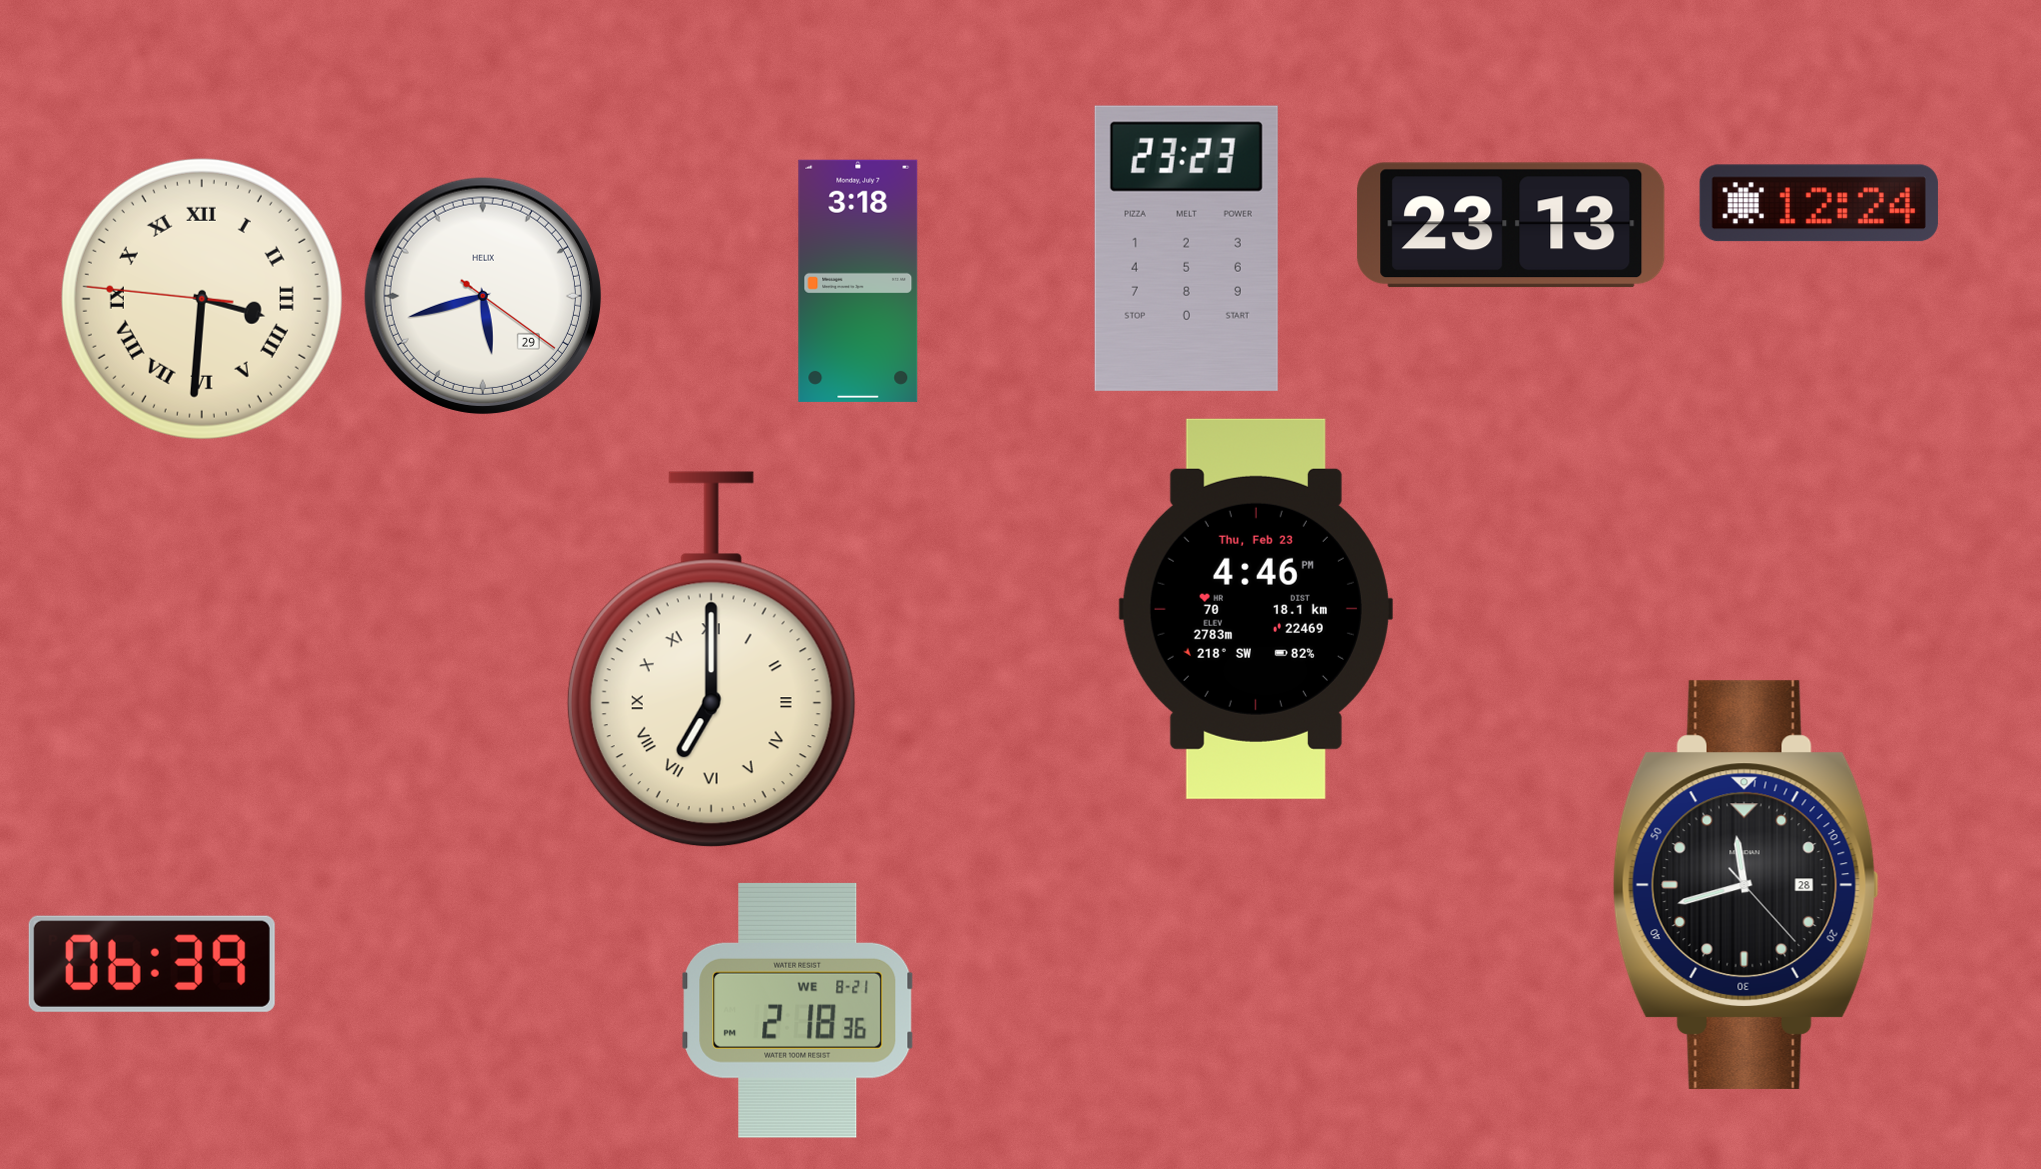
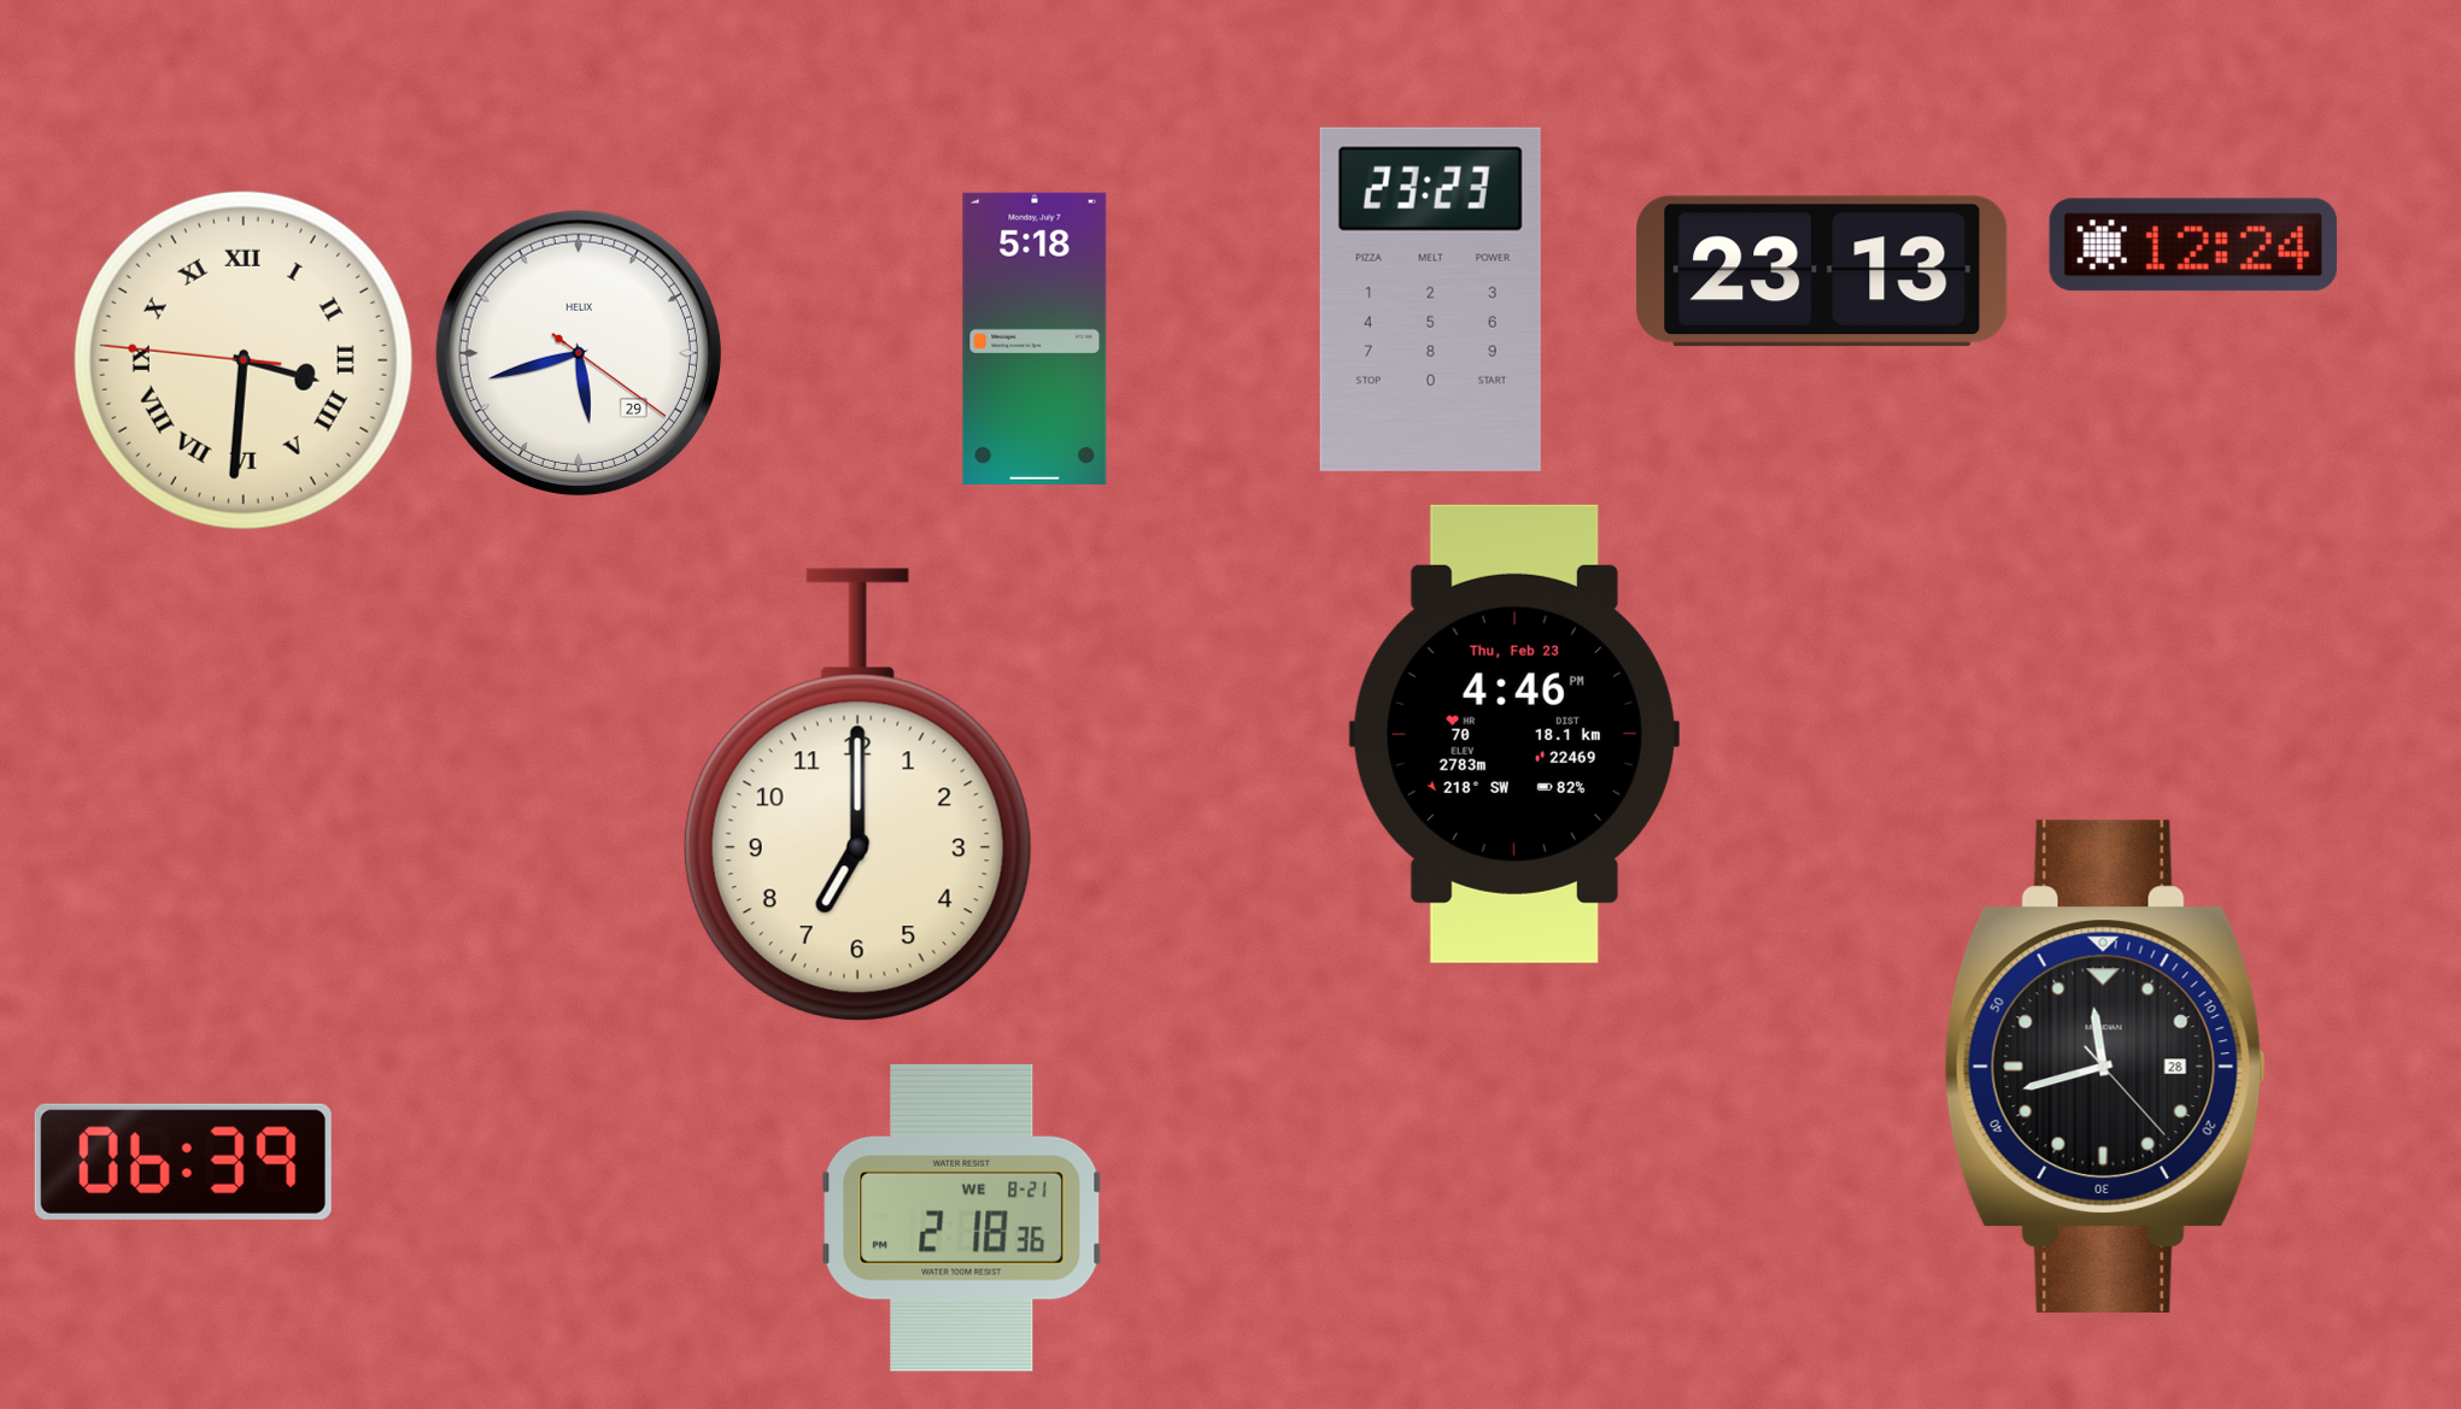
clock at (858, 281): 3:18 -> 5:18
clock at (483, 296) position: (483, 296) -> (579, 353)
clock at (711, 660) numerals: Roman -> Arabic
